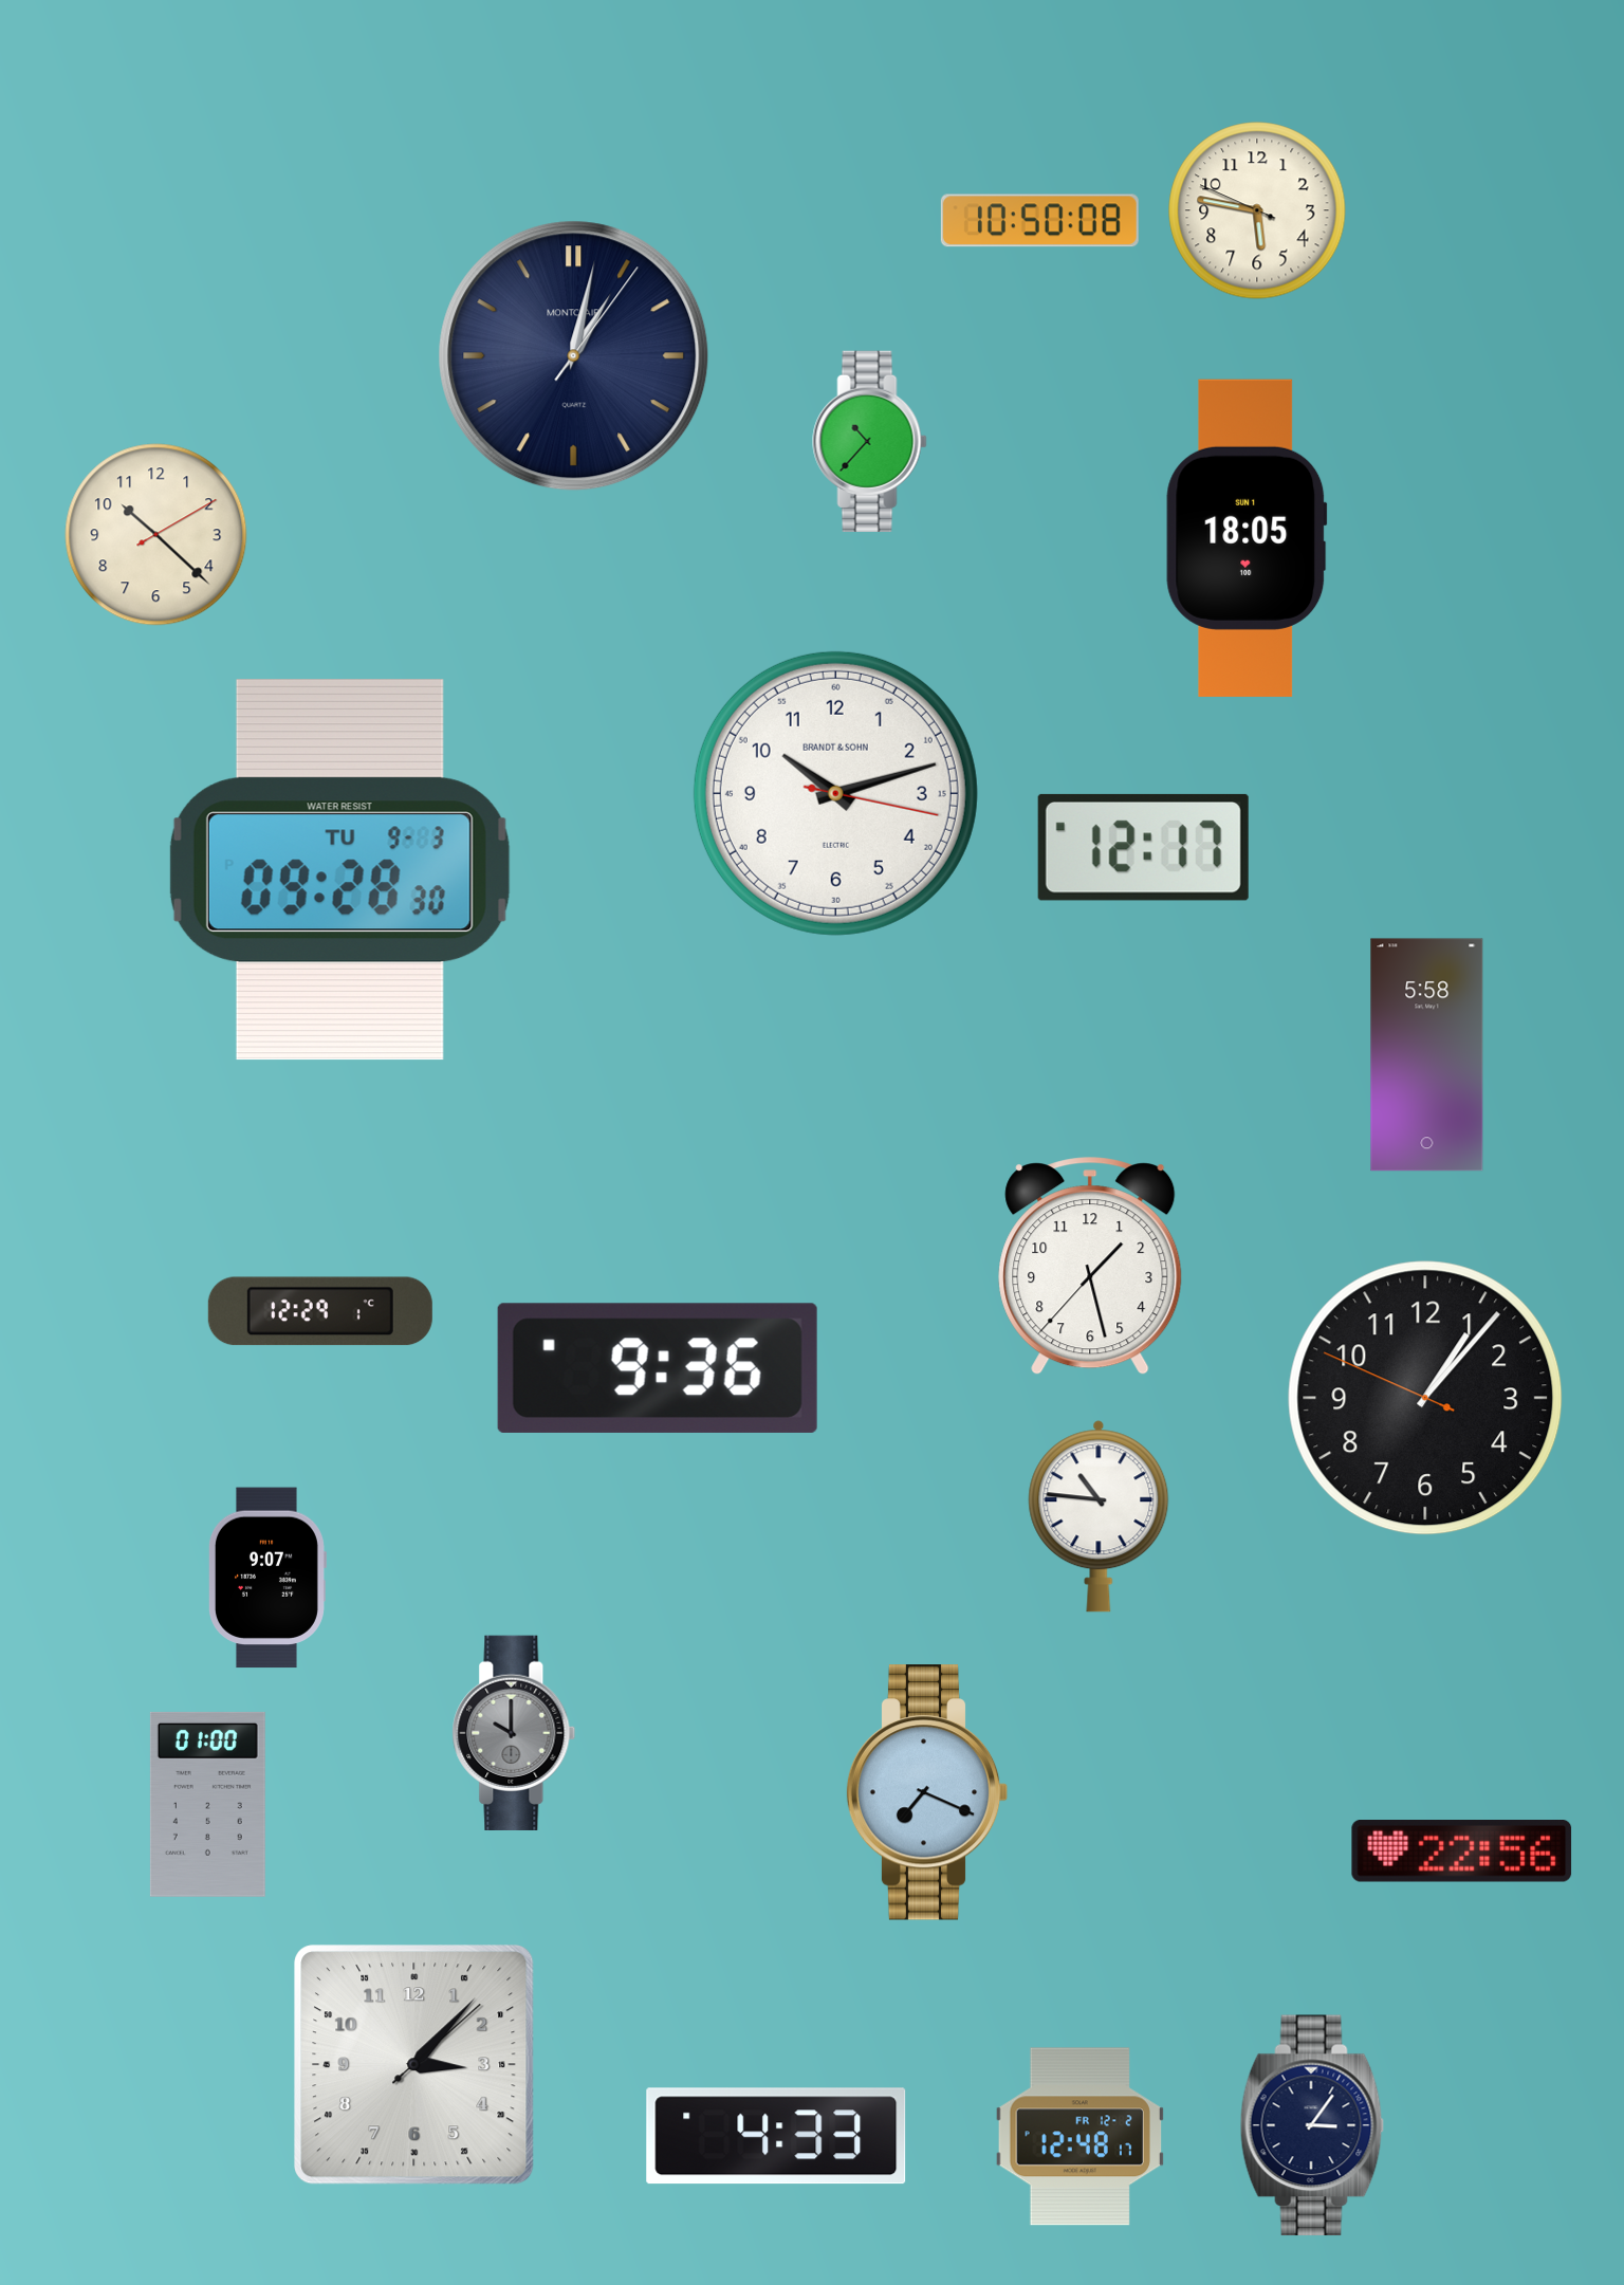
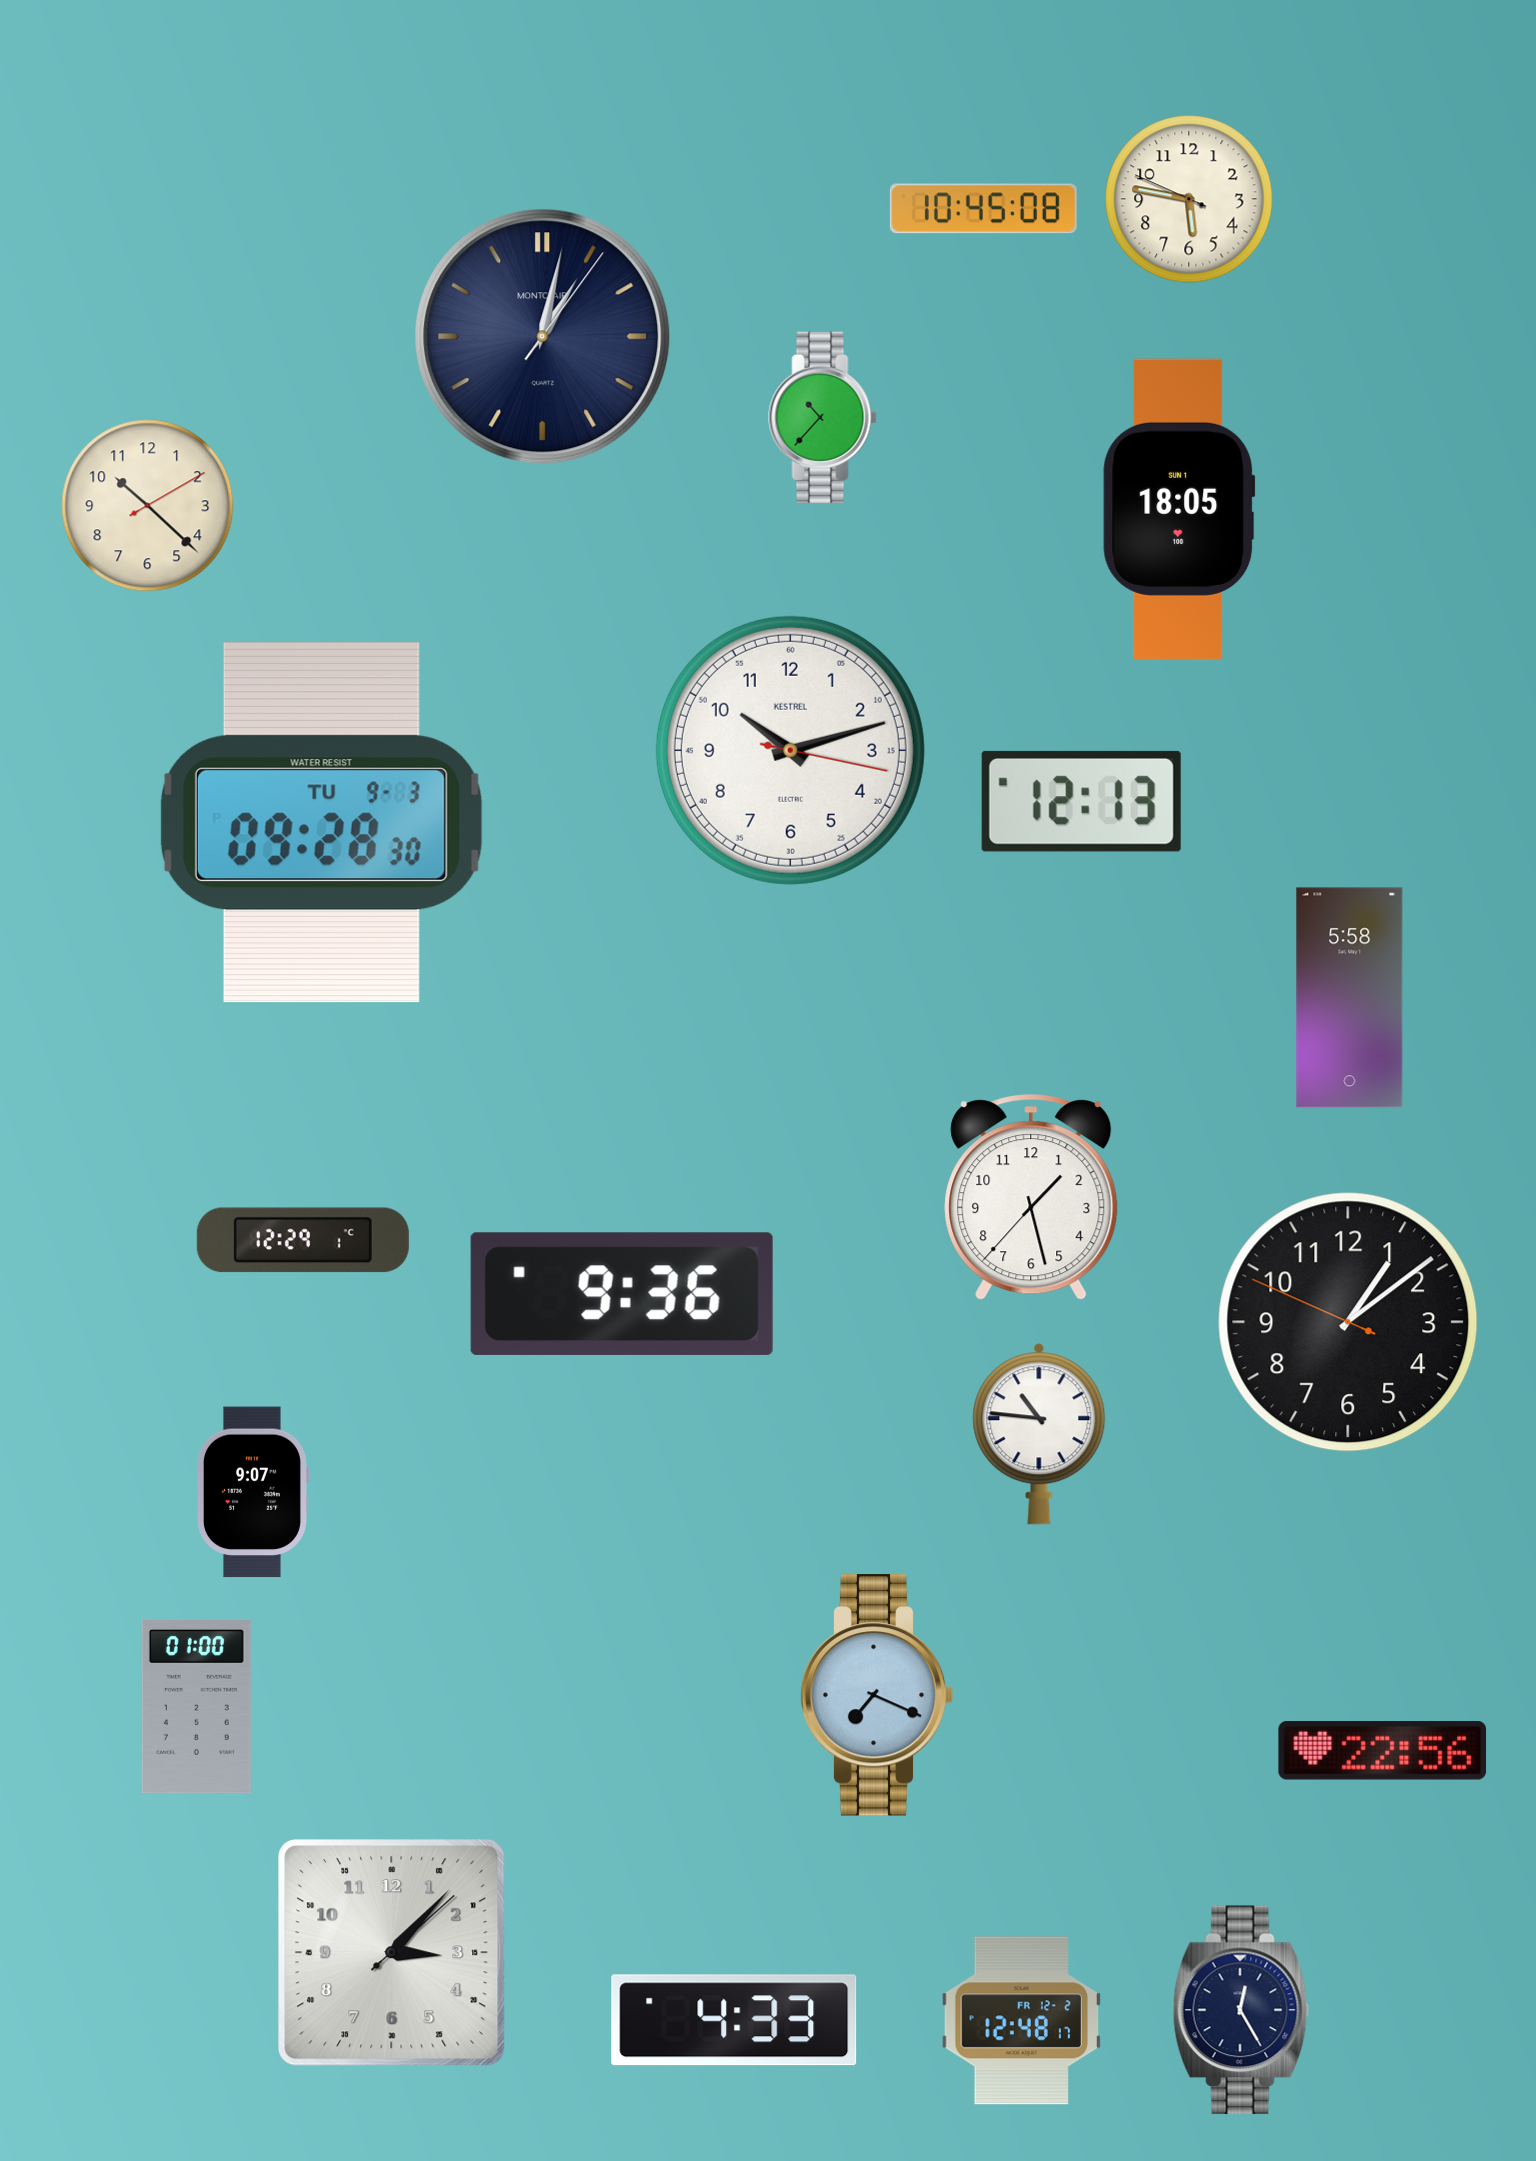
clock at (1039, 221): 10:50 -> 10:45
clock at (835, 793) brand: BRANDT & SOHN -> KESTREL
clock at (1143, 847): 12:17 -> 12:13
clock at (1425, 1398): 1:06 -> 1:08
clock at (514, 1733): 10:00 -> none
clock at (1312, 2125): 3:06 -> 12:25
